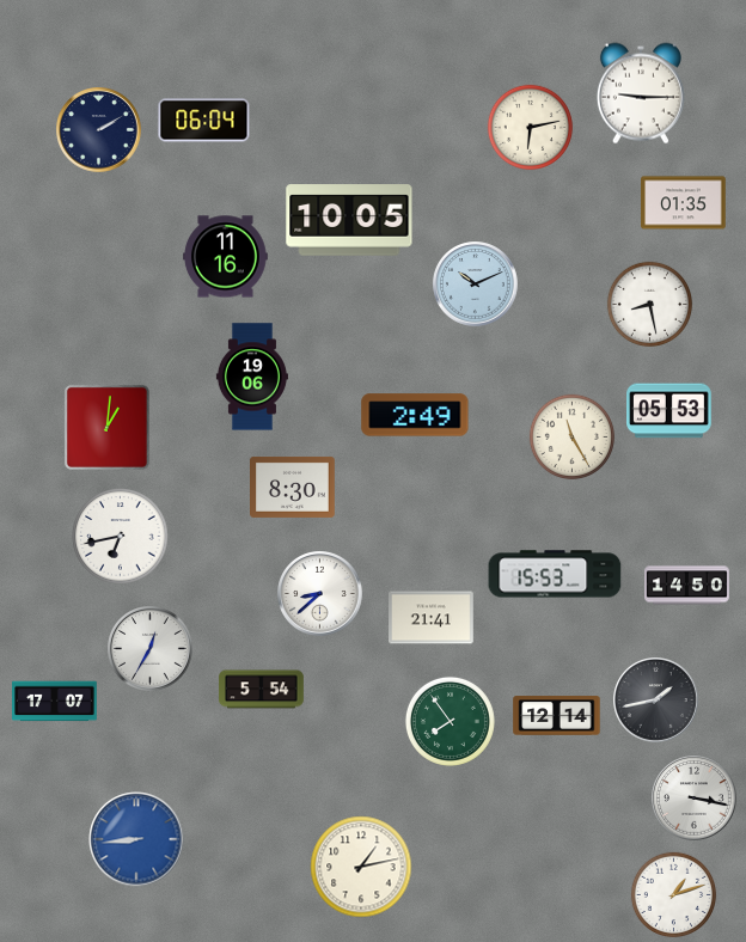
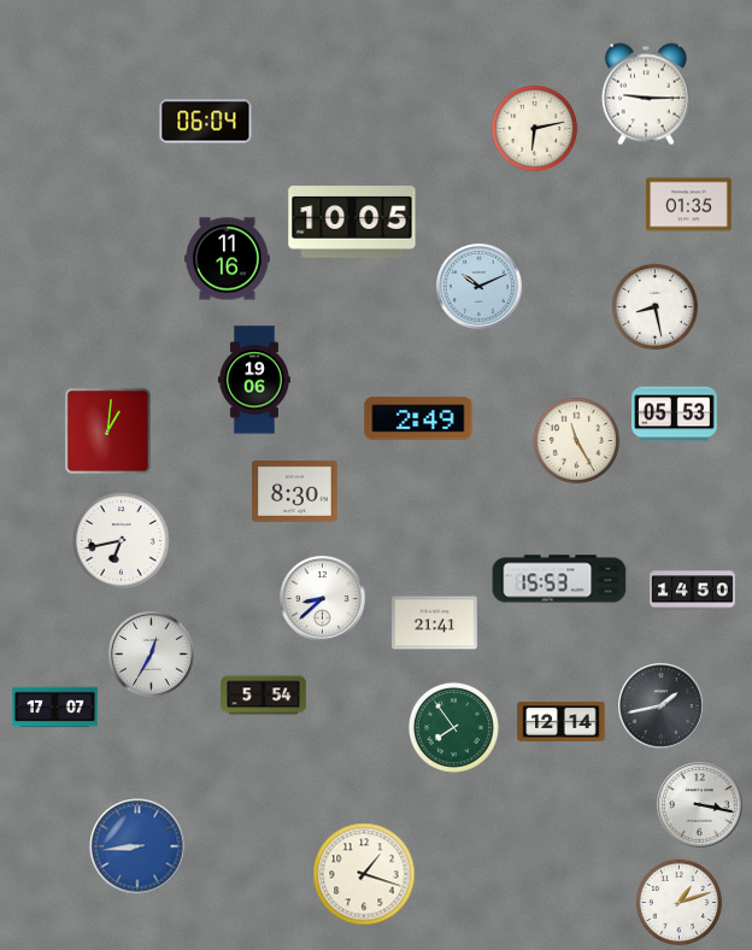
clock at (99, 130): 2:10 -> none
clock at (361, 867): 1:13 -> 1:18
